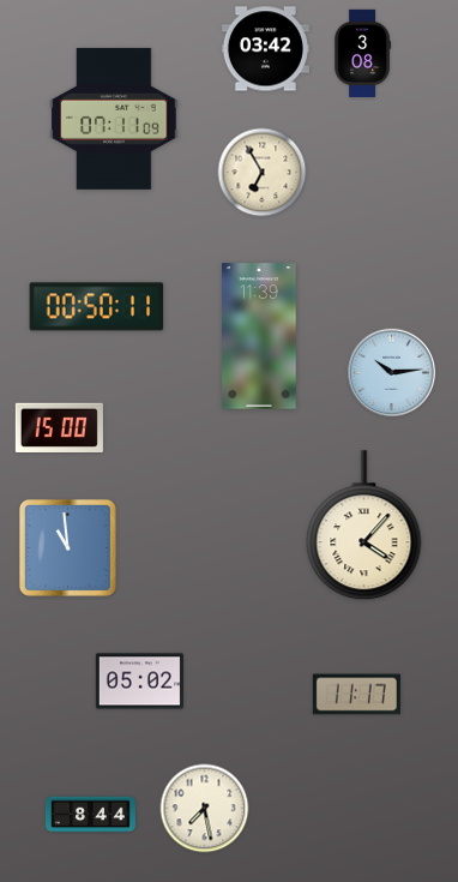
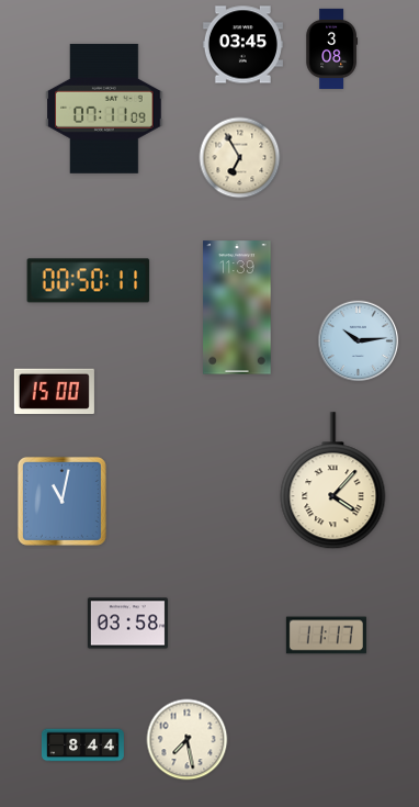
clock at (265, 49): 03:42 -> 03:45
clock at (67, 547): 10:59 -> 11:02
clock at (139, 682): 05:02 -> 03:58
